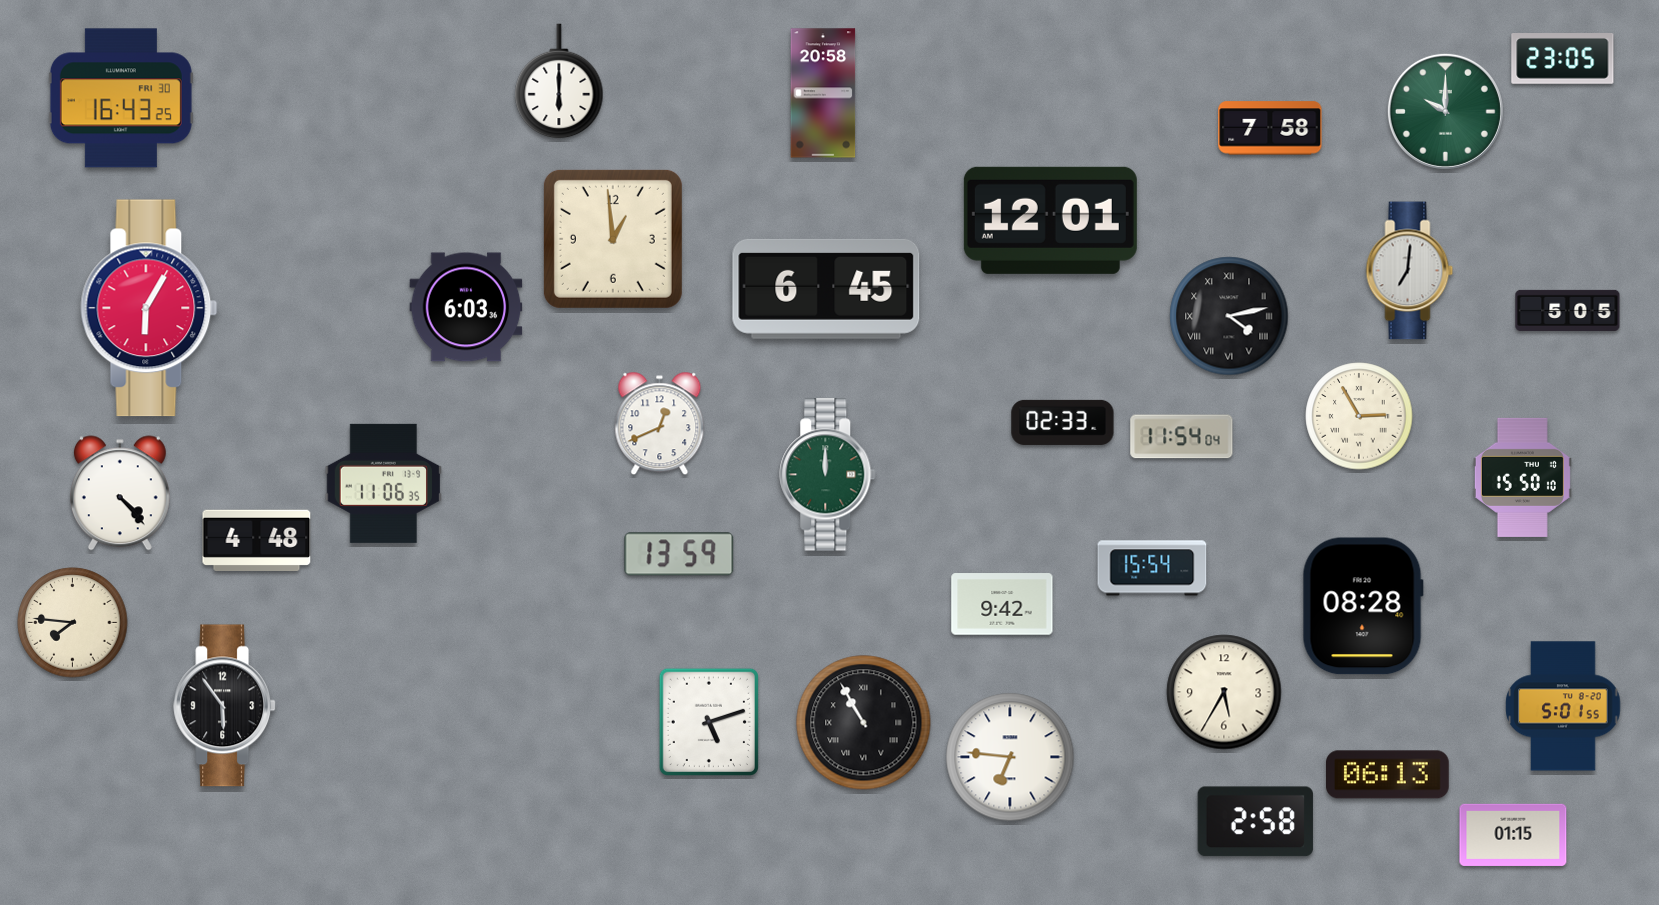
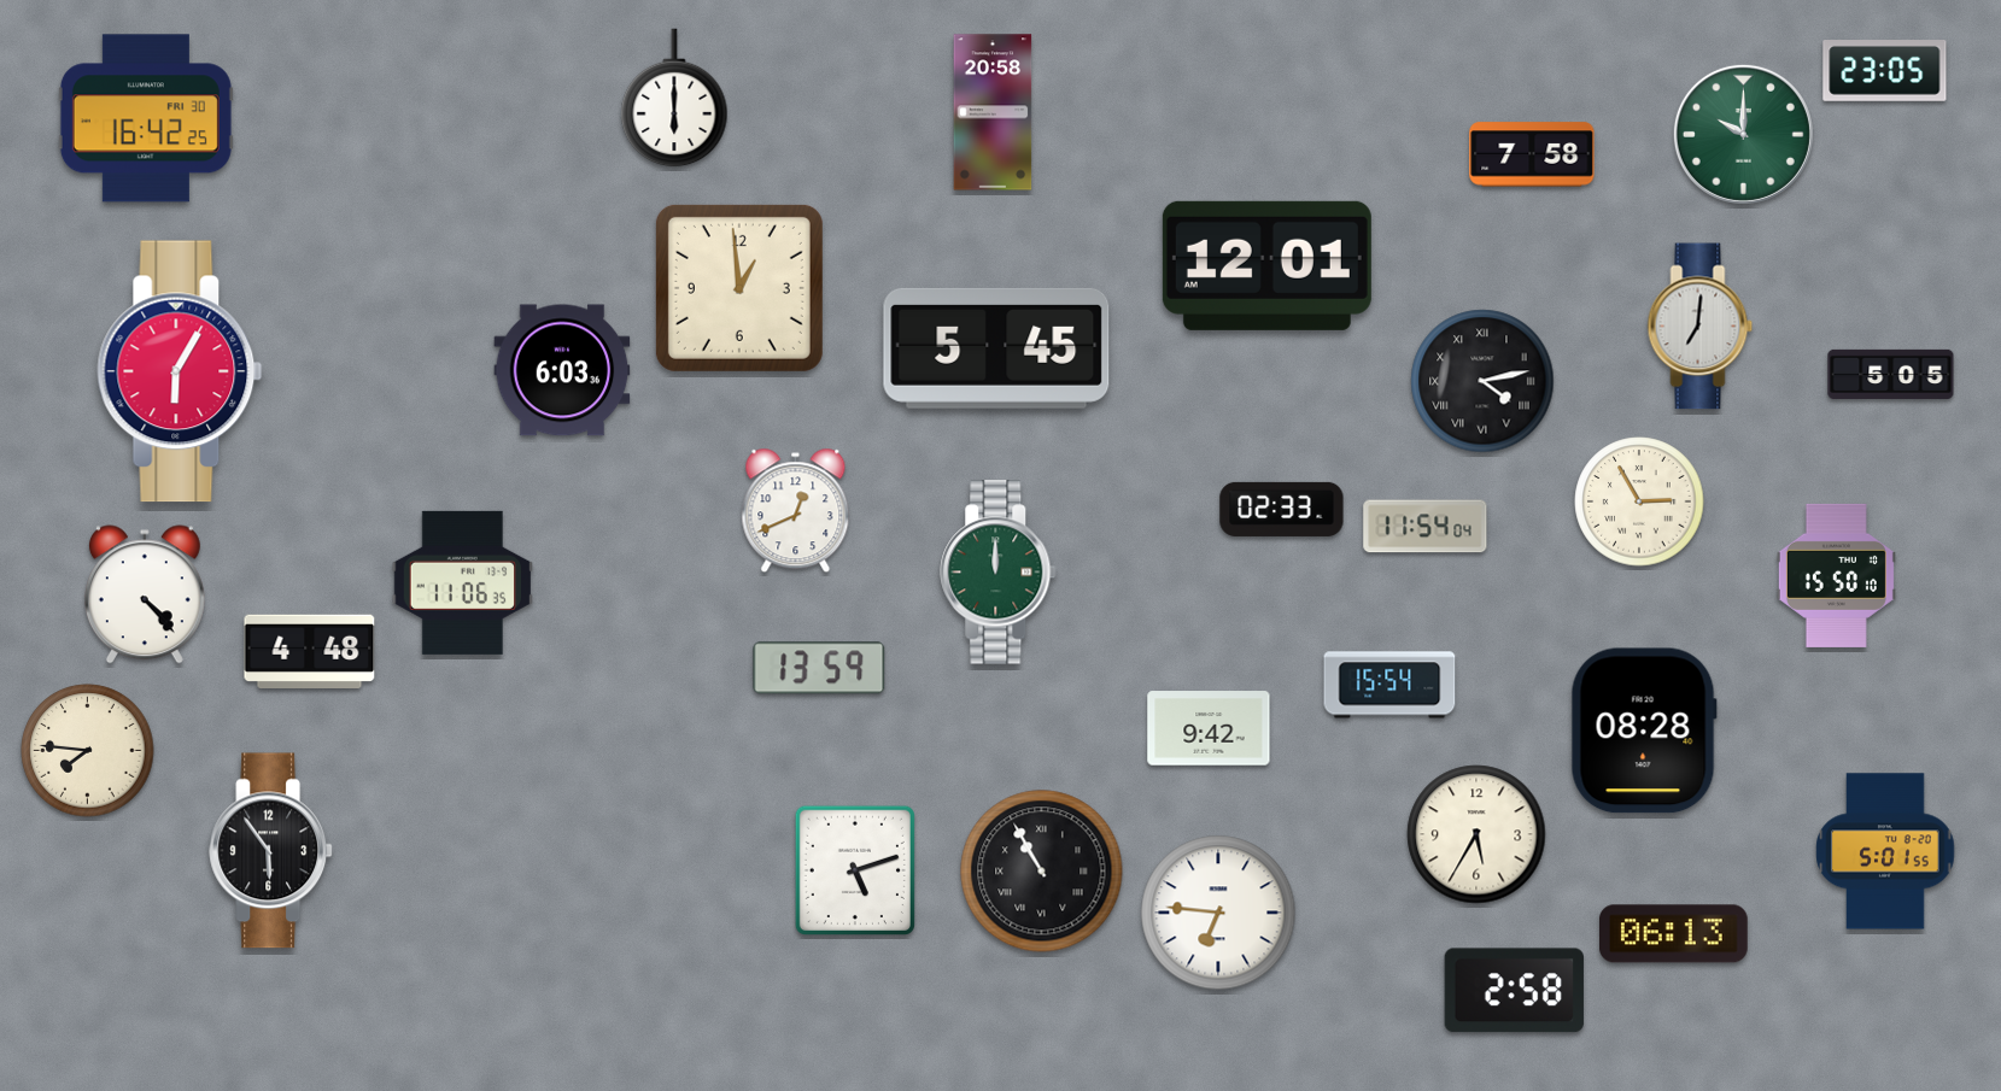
clock at (121, 98): 16:43 -> 16:42
clock at (826, 289): 6:45 -> 5:45
clock at (1513, 835): 01:15 -> none
